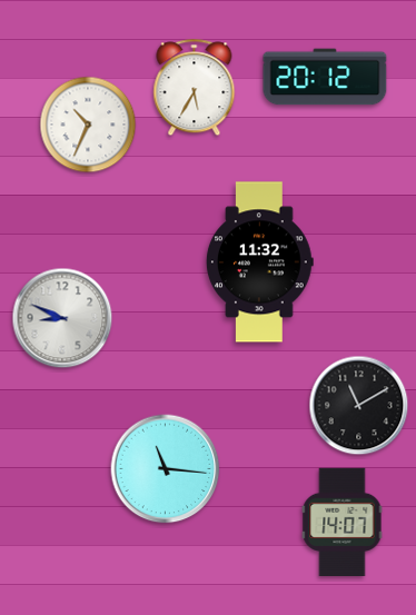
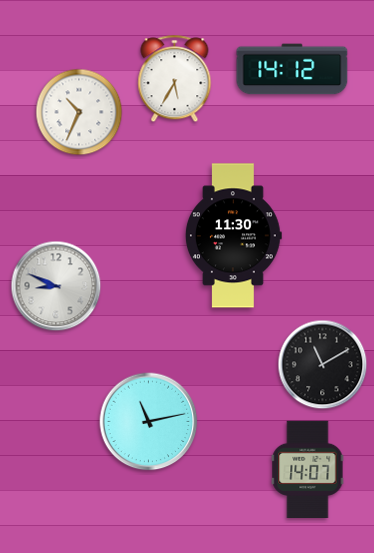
clock at (325, 77): 20:12 -> 14:12
clock at (259, 262): 11:32 -> 11:30
clock at (166, 469): 11:16 -> 11:13
